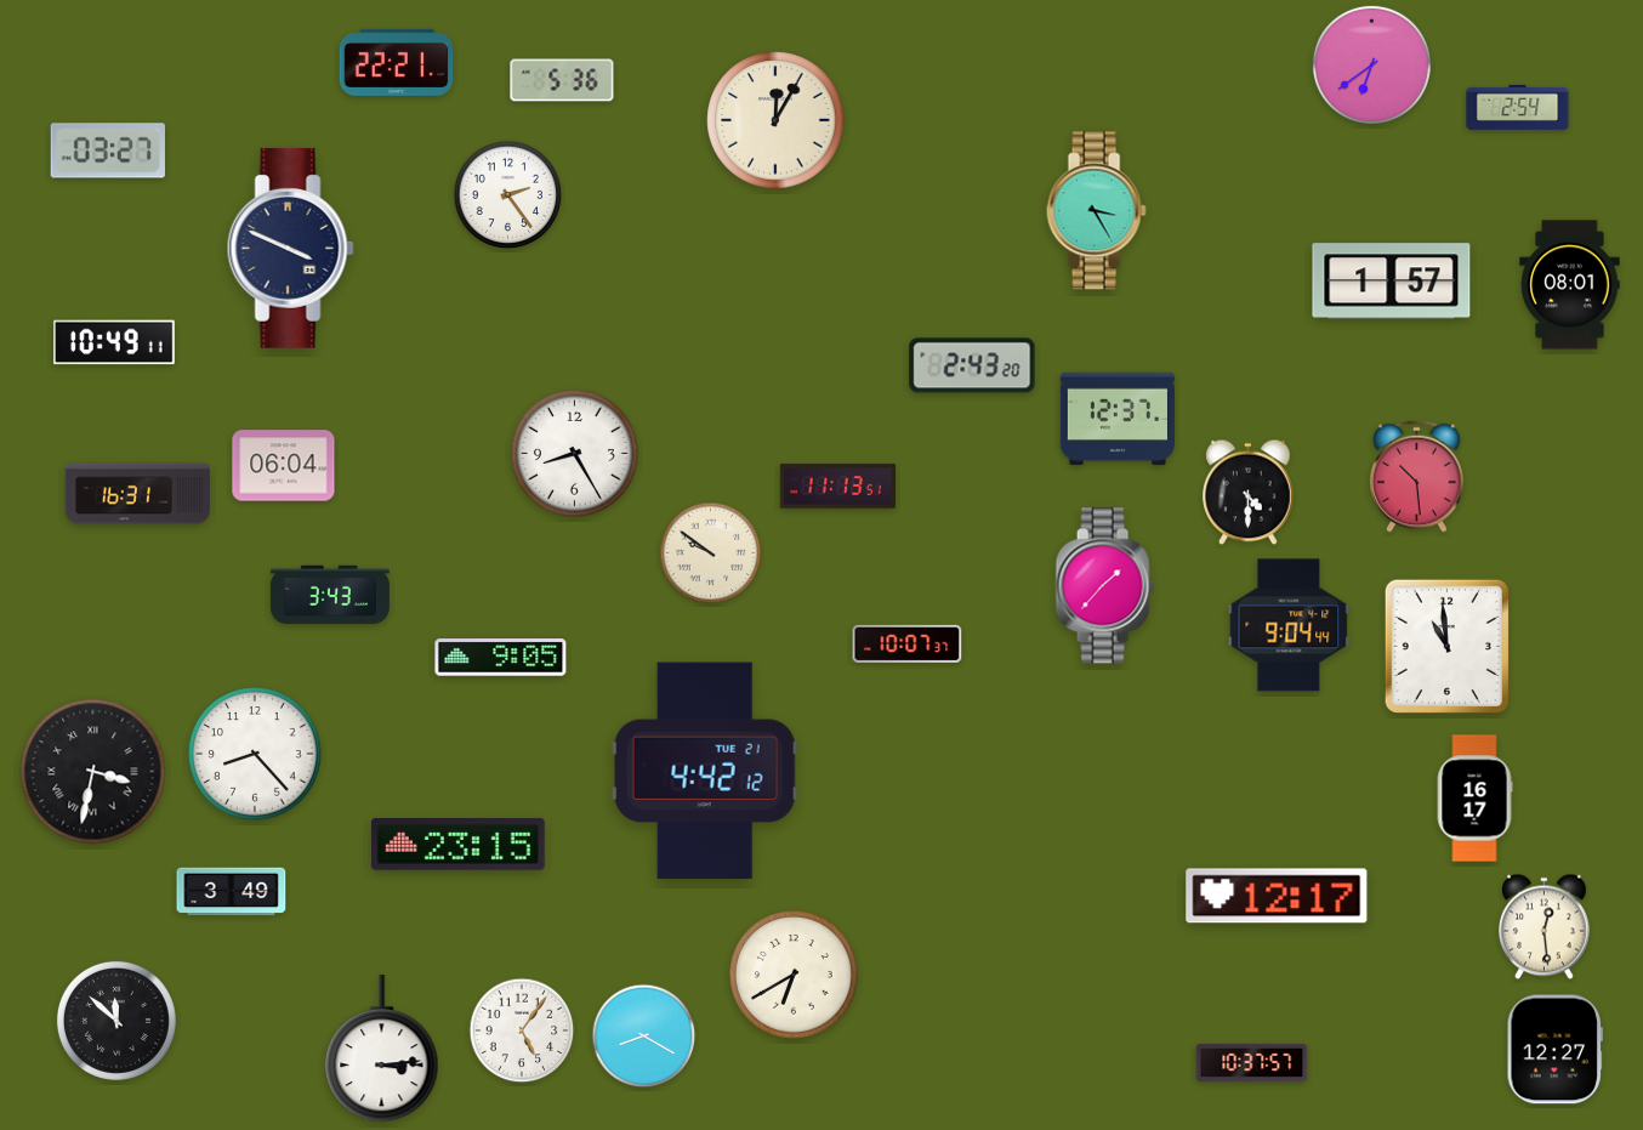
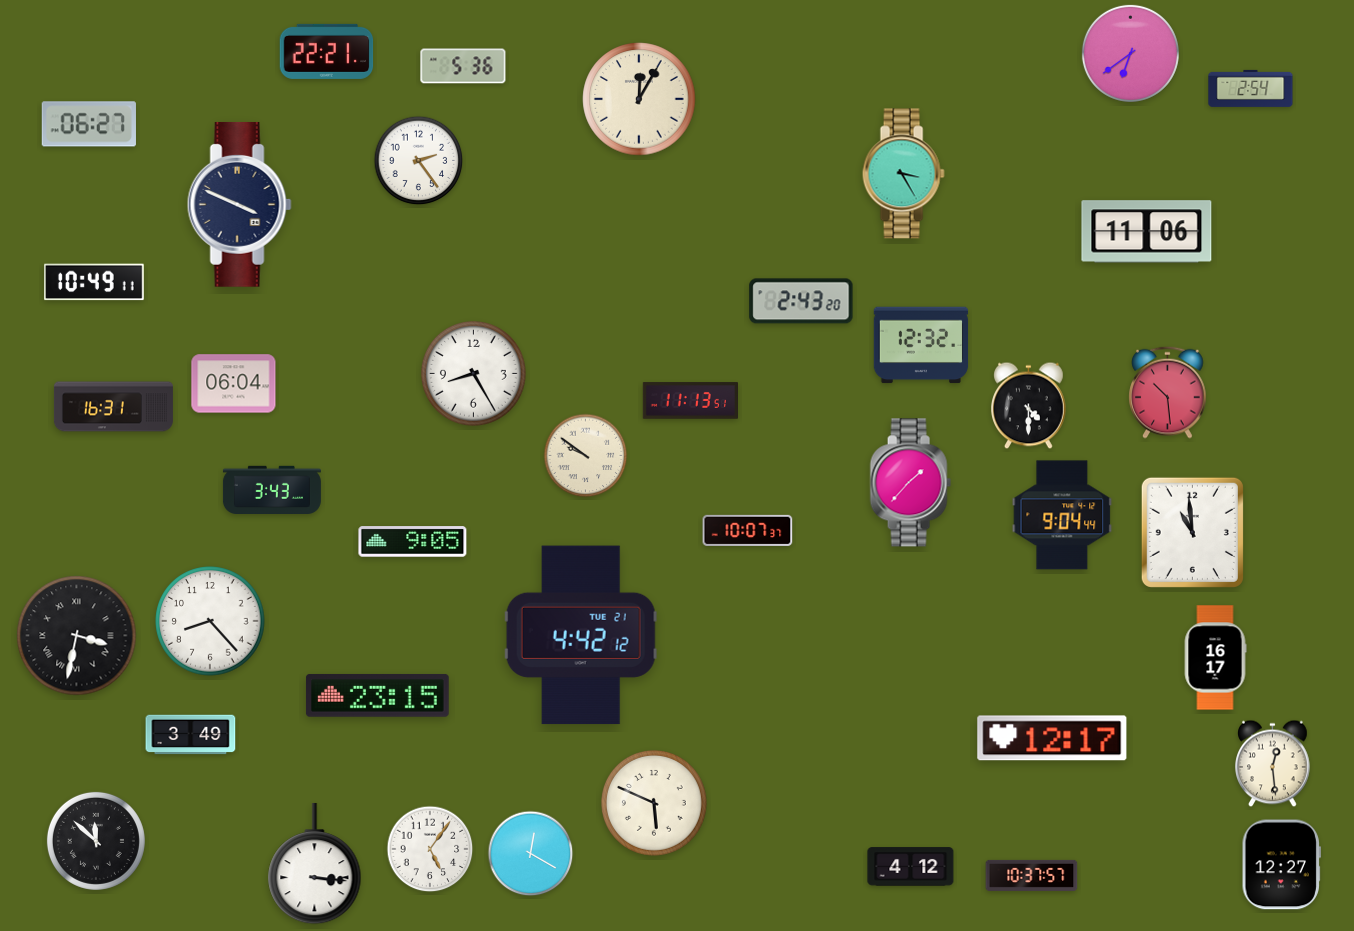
clock at (108, 151): 03:27 -> 06:27
clock at (1392, 282): 1:57 -> 11:06
clock at (1570, 285): 08:01 -> none
clock at (1118, 419): 12:37 -> 12:32
clock at (795, 976): 6:40 -> 5:49
clock at (644, 1037): 8:20 -> 12:20
clock at (382, 1049): 3:14 -> 3:16
clock at (911, 867): none -> 4:12
